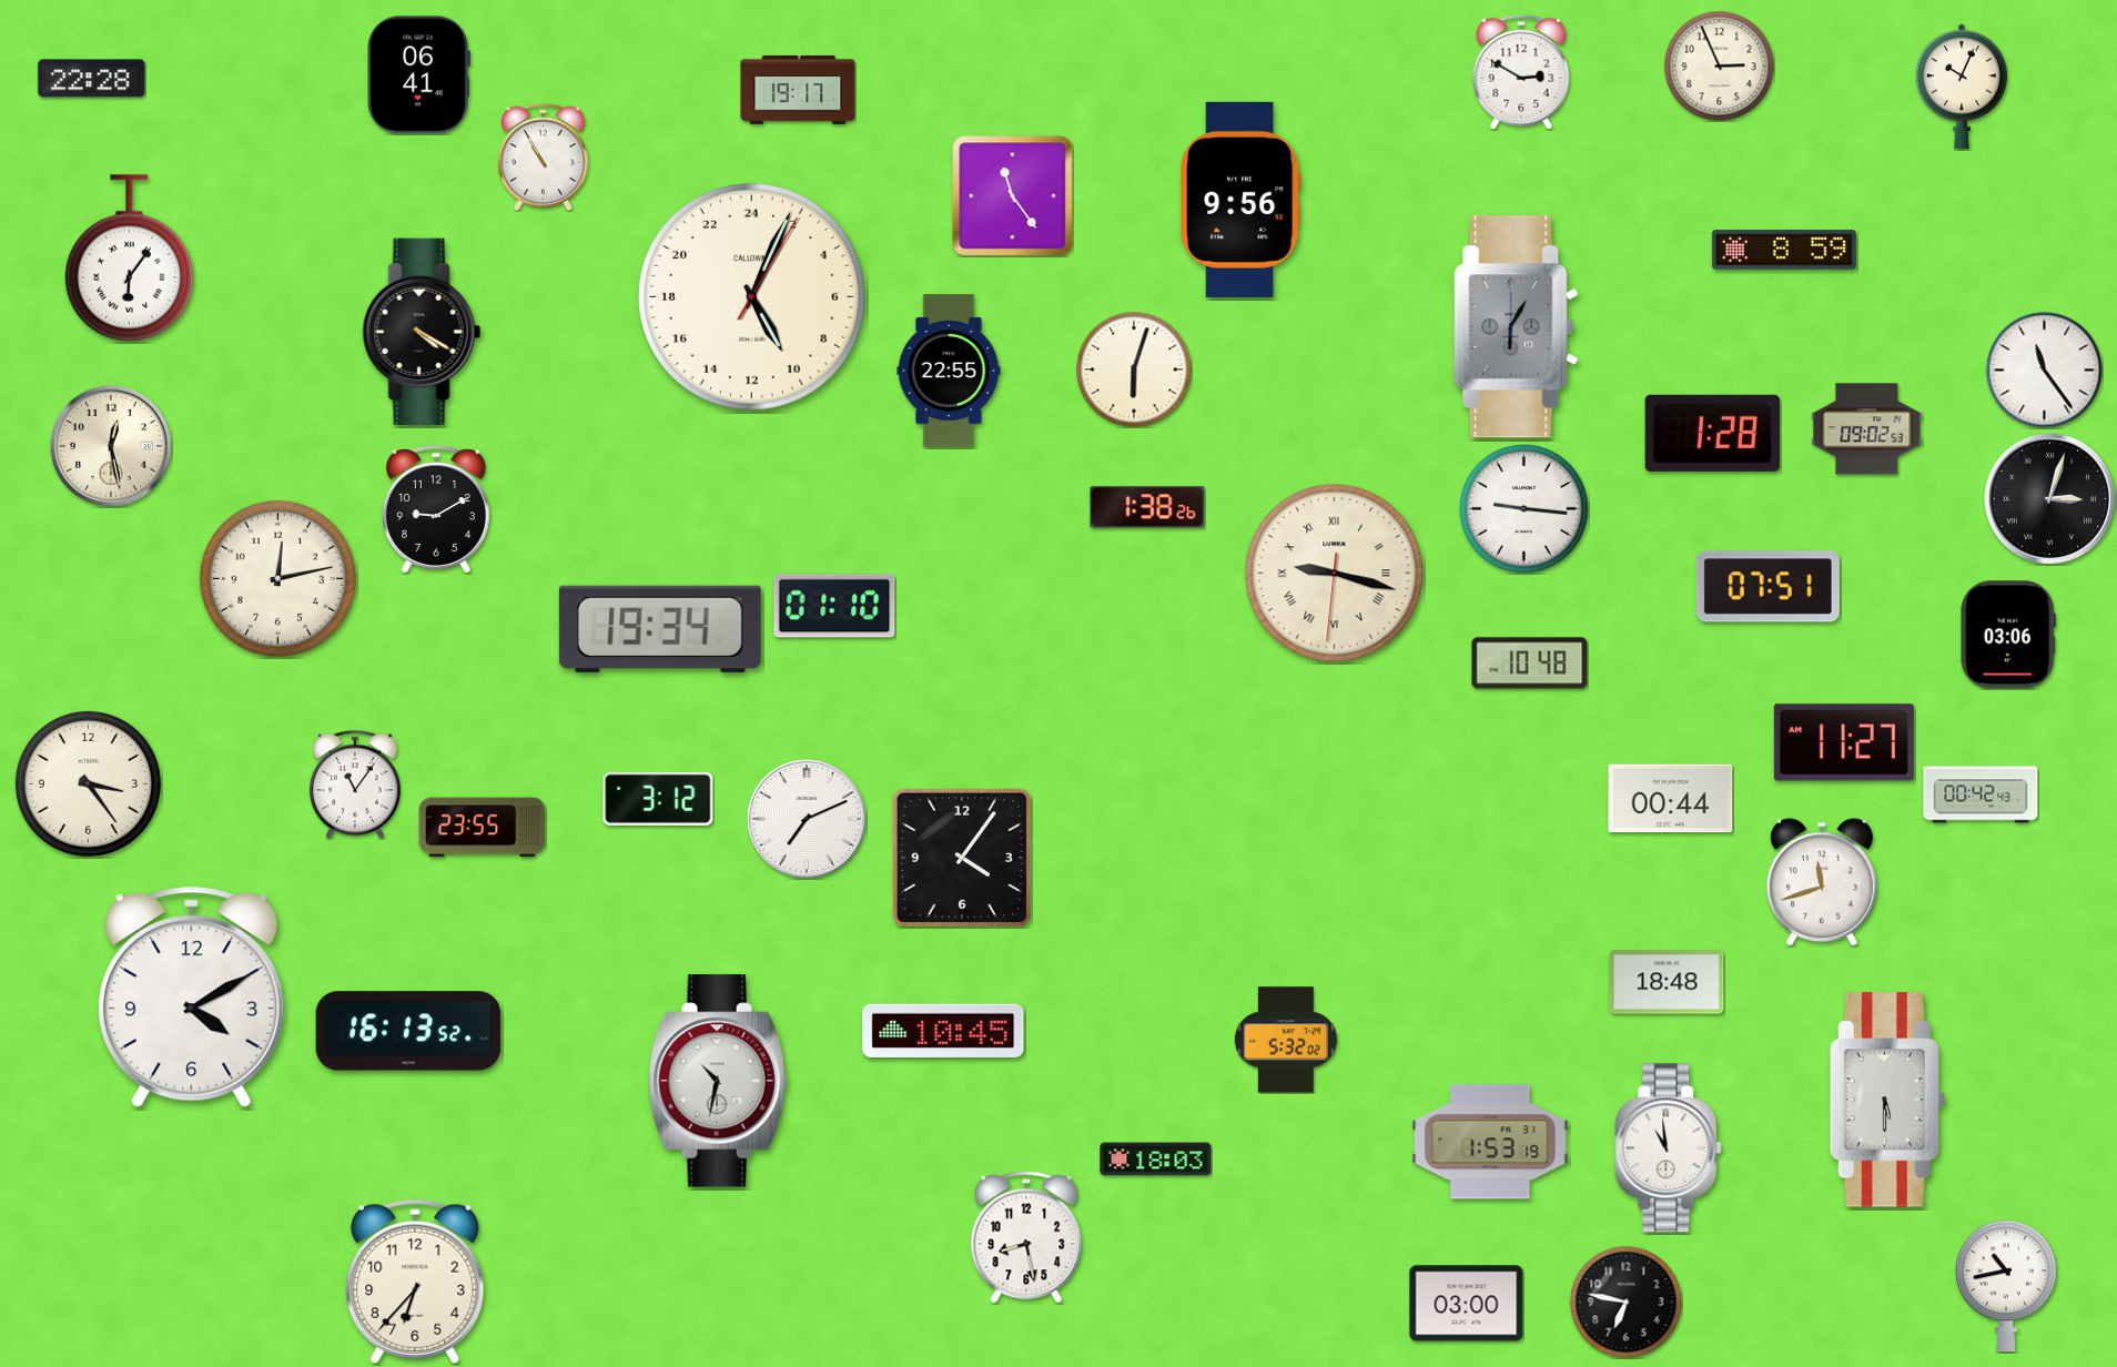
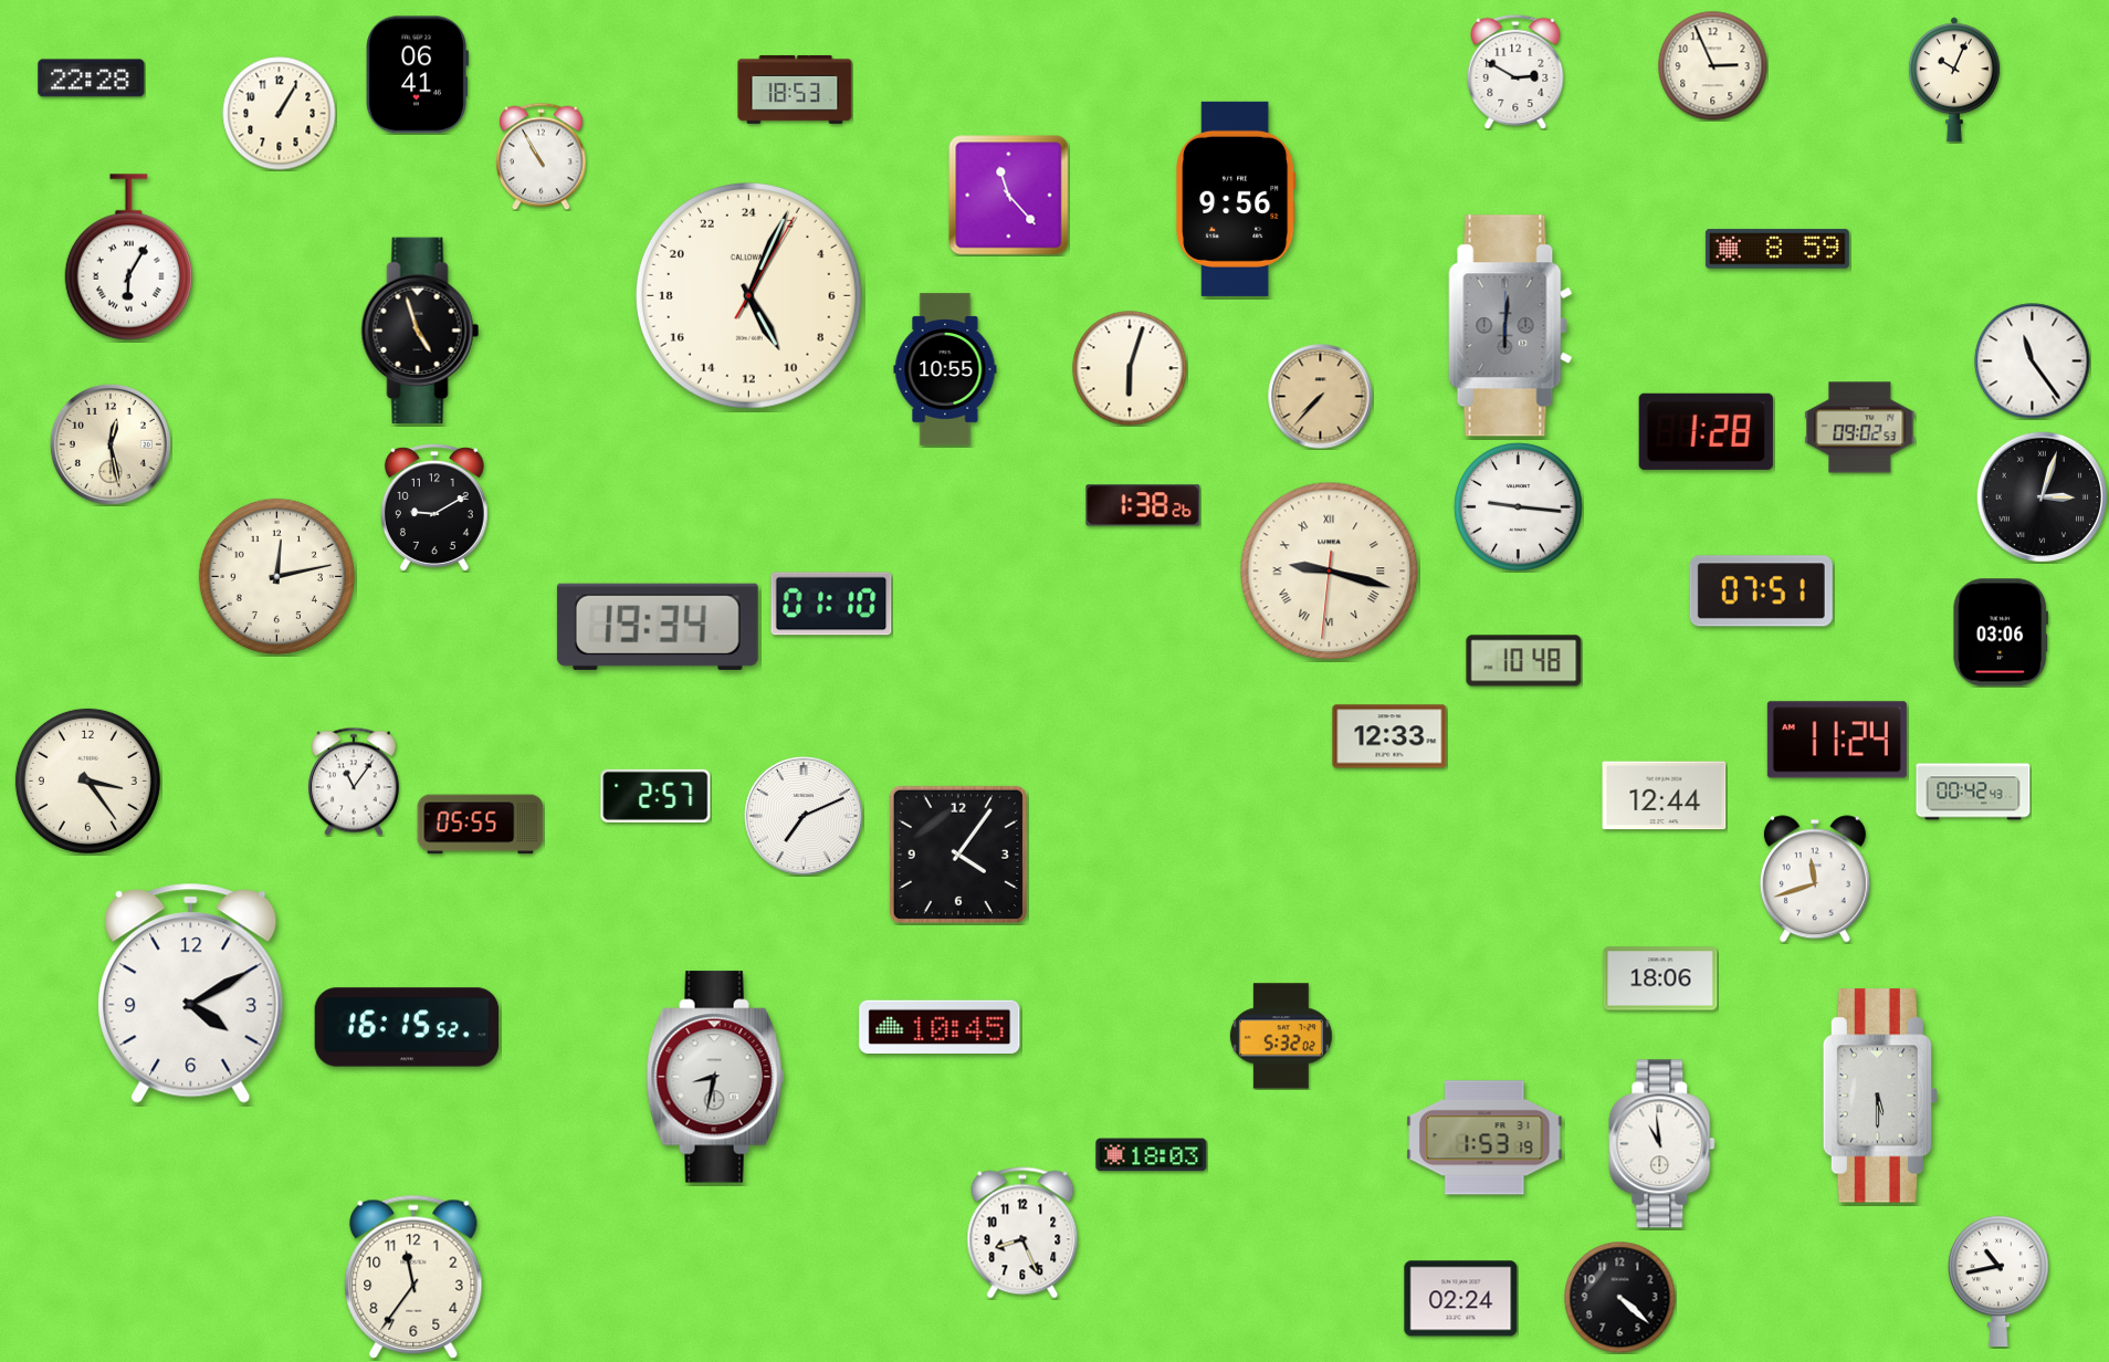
clock at (1962, 87) position: (1962, 87) -> (1954, 80)
clock at (798, 90): 19:17 -> 18:53
clock at (280, 114): none -> 1:05
clock at (1013, 196): 11:24 -> 11:23
clock at (129, 259): 6:06 -> 6:05
clock at (1517, 327): 6:05 -> 6:01
clock at (422, 331): 4:20 -> 4:57
clock at (949, 371): 22:55 -> 10:55
clock at (2045, 371) position: (2045, 371) -> (2033, 362)
clock at (1320, 396): none -> 7:37
clock at (1767, 587) position: (1767, 587) -> (1761, 591)
clock at (1389, 736): none -> 12:33
clock at (1844, 742): 11:27 -> 11:24
clock at (658, 799): 3:12 -> 2:57
clock at (1671, 799): 00:44 -> 12:44
clock at (483, 828): 23:55 -> 05:55
clock at (1667, 982): 18:48 -> 18:06
clock at (408, 1031): 16:13 -> 16:15
clock at (718, 1081): 10:32 -> 8:32
clock at (1026, 1237): 8:28 -> 8:26
clock at (415, 1282): 6:37 -> 11:36
clock at (1627, 1303): 6:47 -> 4:22
clock at (1467, 1304): 03:00 -> 02:24
